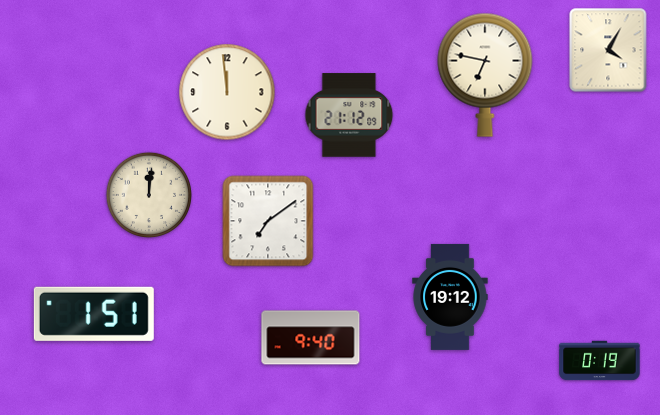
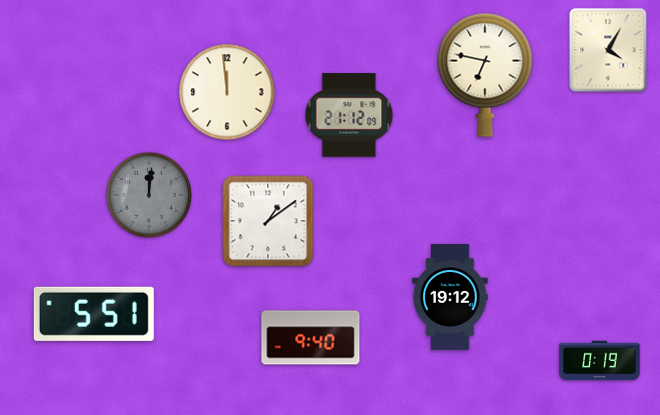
clock at (148, 194) dial: cream -> grey
clock at (268, 221): 7:09 -> 1:09
clock at (94, 314): 1:51 -> 5:51
